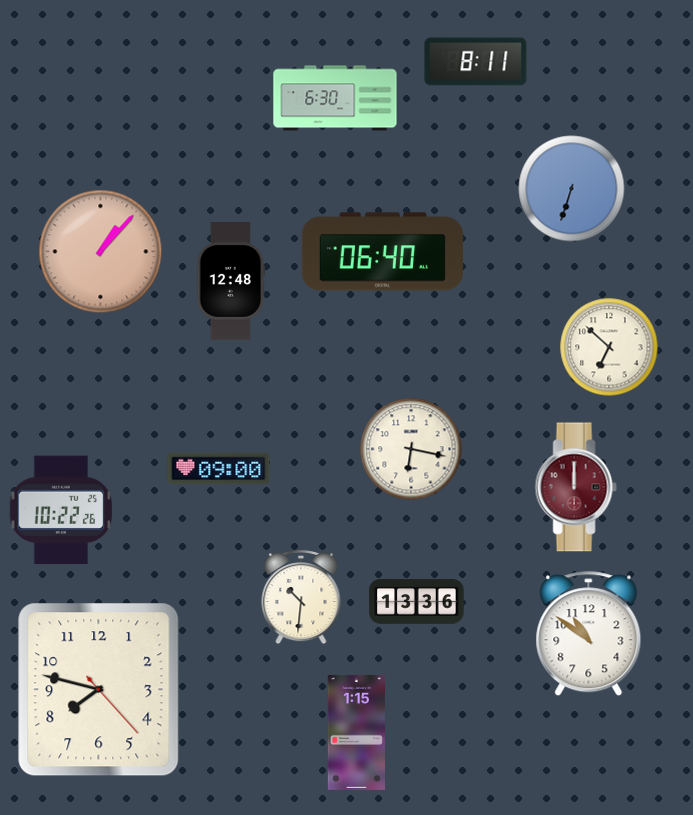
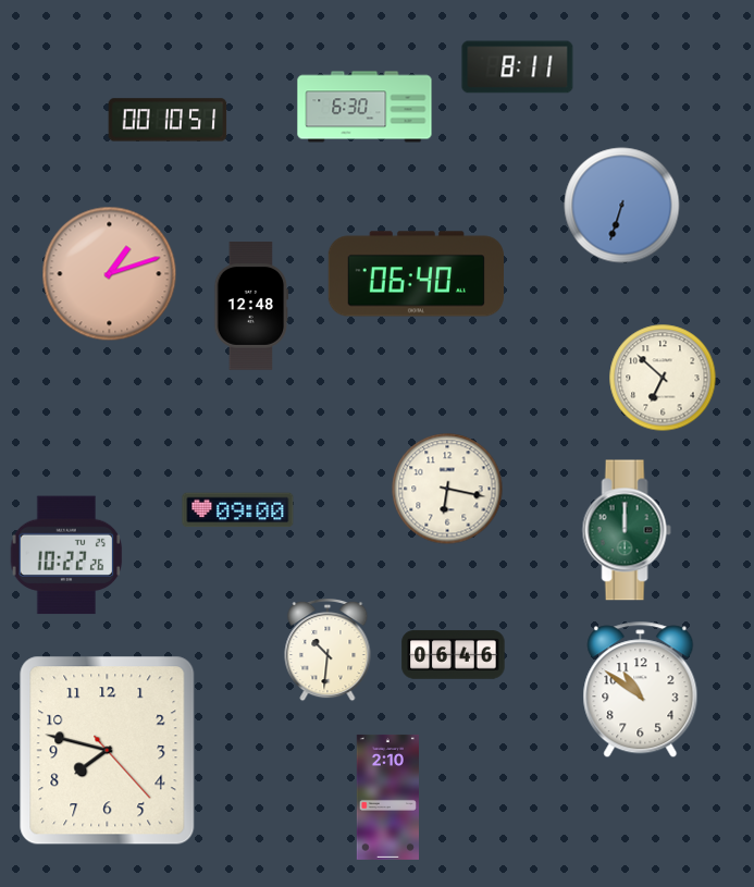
clock at (168, 120): none -> 00:10
clock at (101, 252): 1:07 -> 1:12
clock at (576, 487) dial: burgundy -> green
clock at (417, 602): 13:36 -> 06:46
clock at (356, 732): 1:15 -> 2:10
